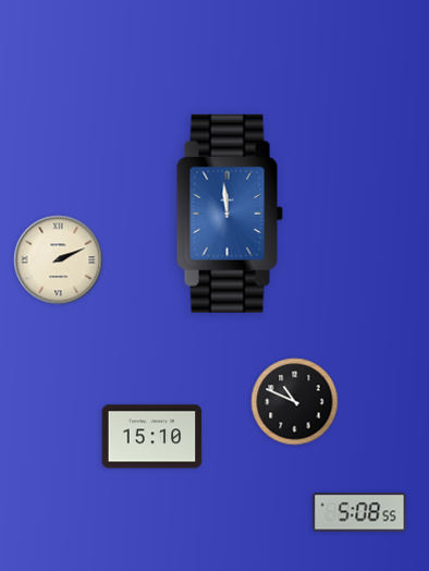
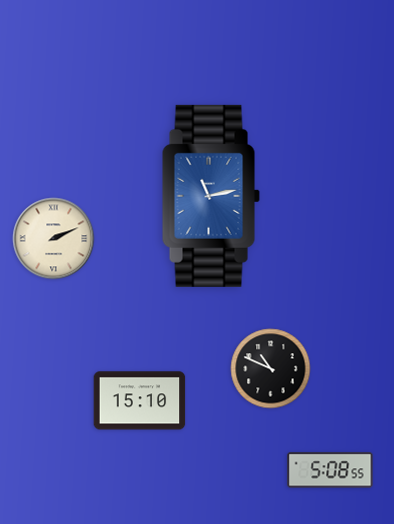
clock at (230, 214): 11:59 -> 11:13
